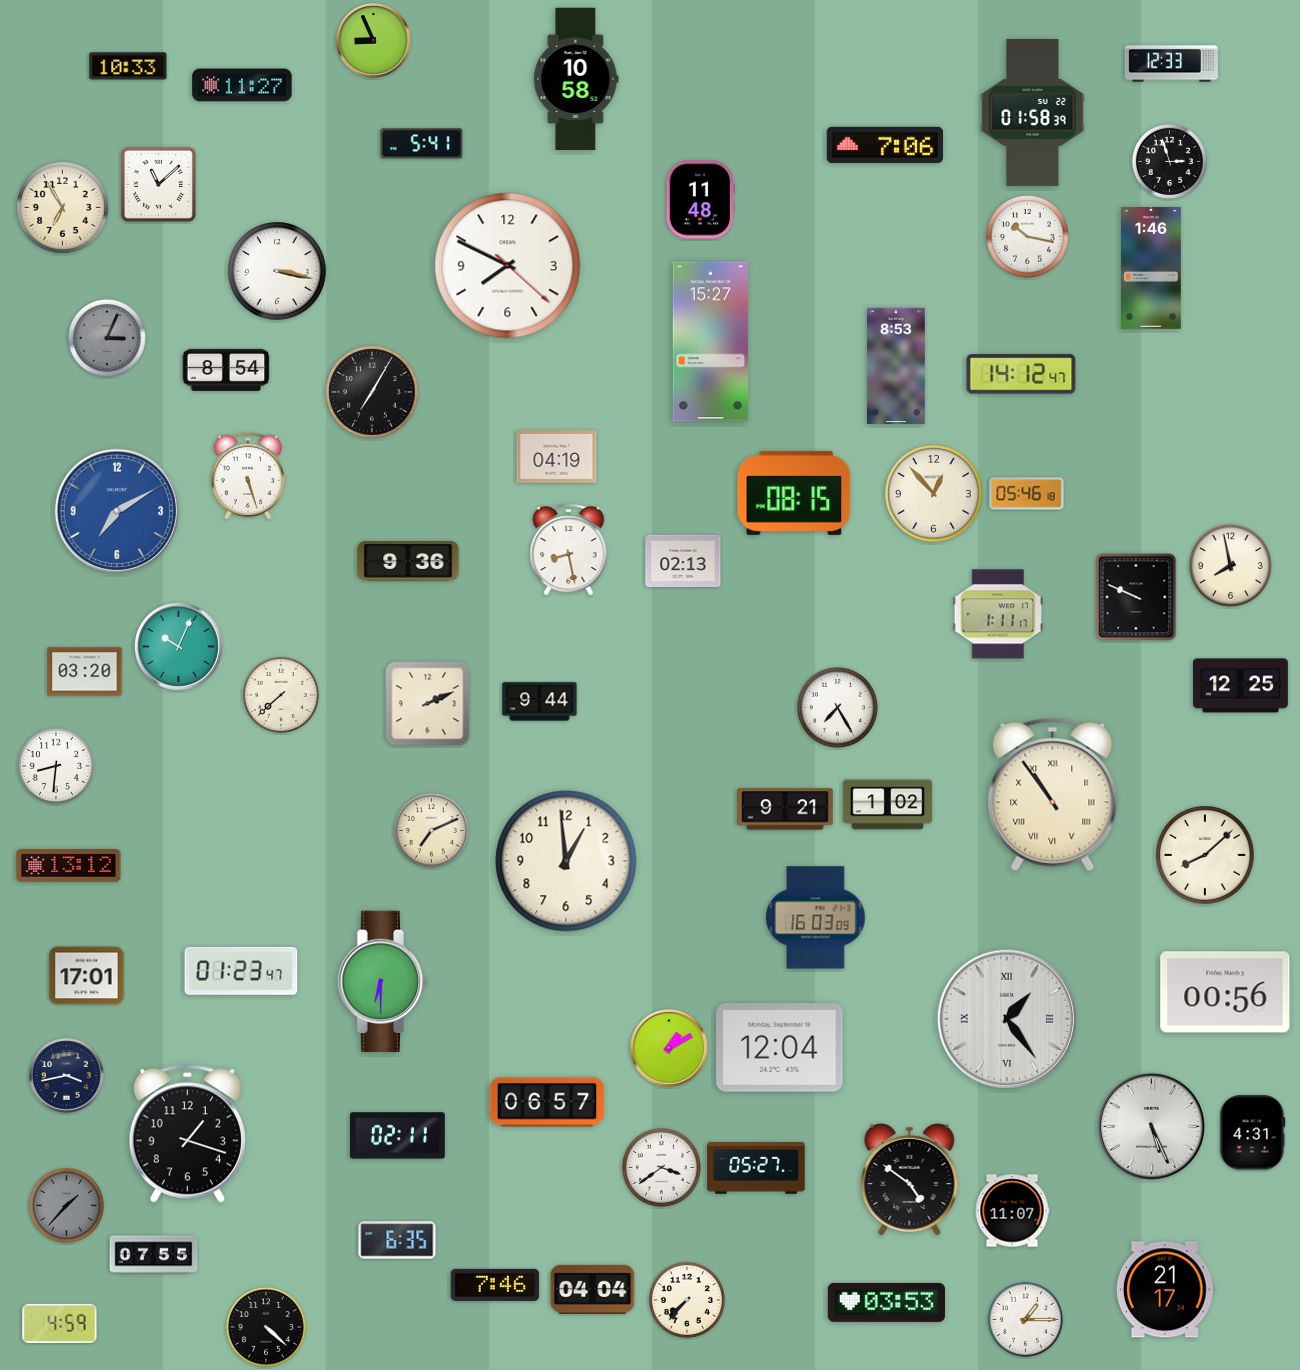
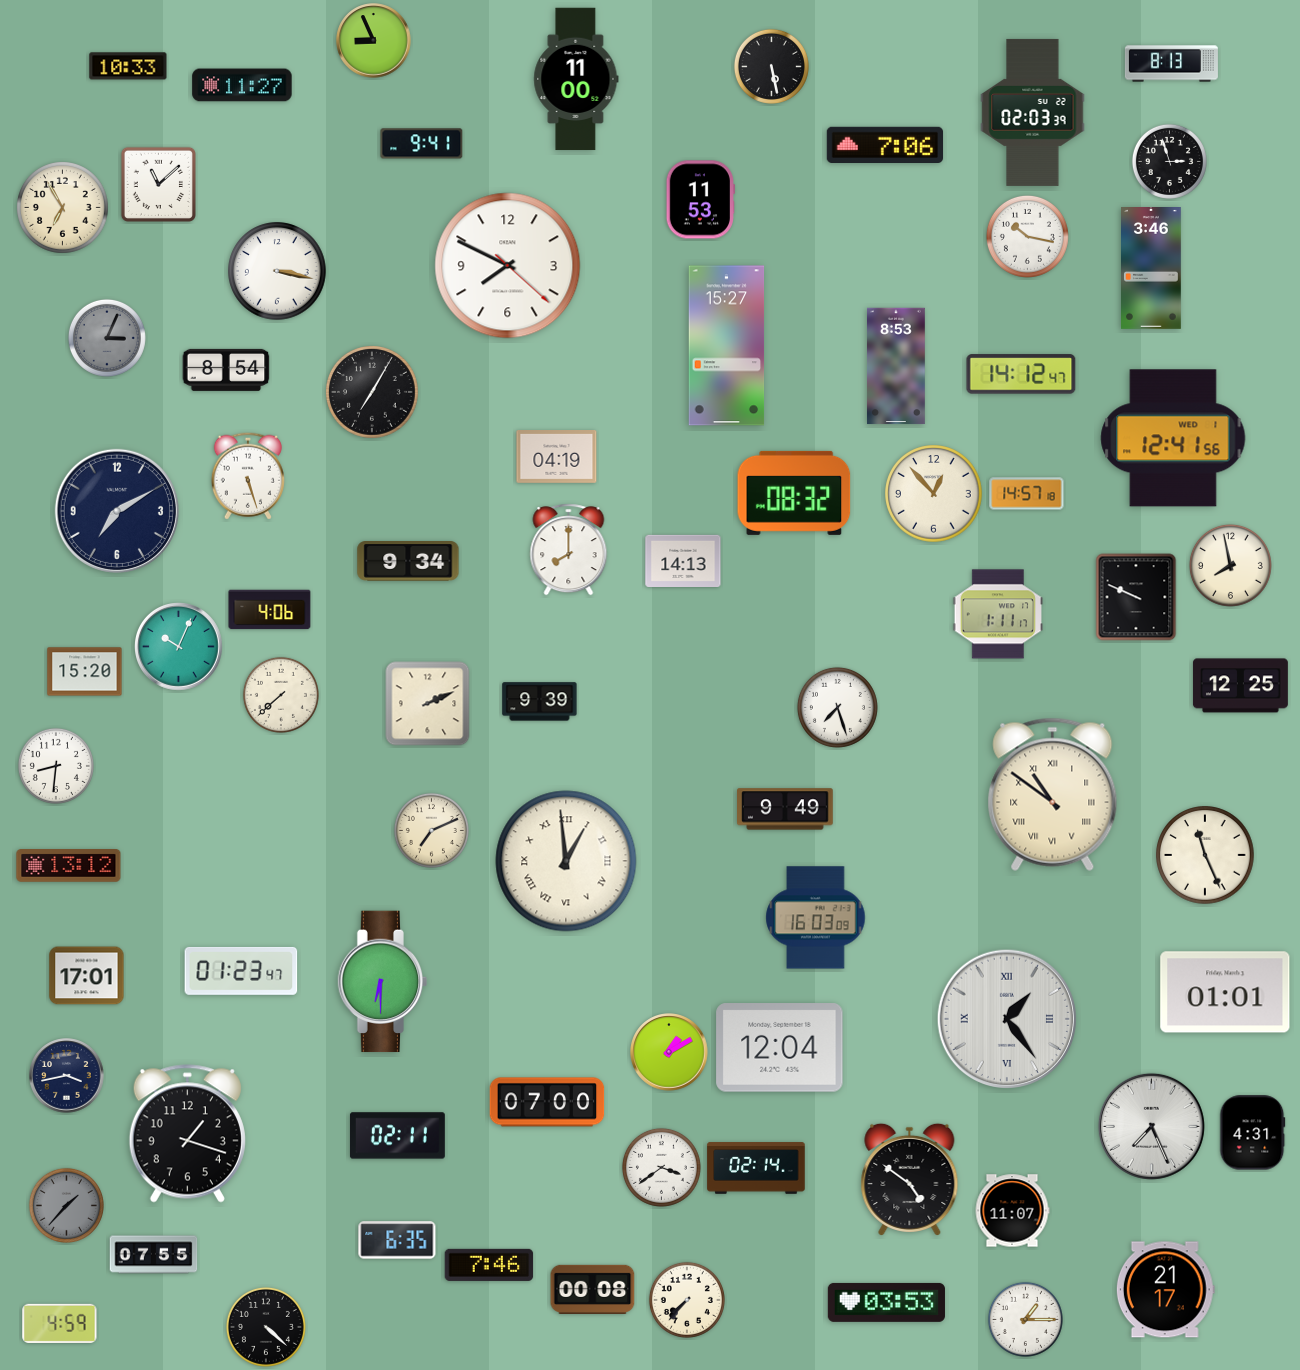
clock at (1171, 64): 12:33 -> 8:13
clock at (771, 66): none -> 5:28
clock at (576, 79): 10:58 -> 11:00
clock at (1033, 112): 01:58 -> 02:03
clock at (422, 144): 5:41 -> 9:41
clock at (700, 200): 11:48 -> 11:53
clock at (1152, 269): 1:46 -> 3:46
clock at (711, 342) position: (711, 342) -> (727, 346)
clock at (1173, 438): none -> 12:41
clock at (794, 493): 08:15 -> 08:32
clock at (1027, 494): 05:46 -> 14:57
clock at (117, 511) dial: blue -> navy
clock at (569, 550): 8:28 -> 8:00
clock at (683, 560): 02:13 -> 14:13
clock at (408, 561): 9:36 -> 9:34
clock at (270, 610): none -> 4:06
clock at (85, 672): 03:20 -> 15:20
clock at (540, 702): 9:44 -> 9:39
clock at (837, 707): 7:25 -> 7:27
clock at (1053, 794): 10:54 -> 10:51
clock at (888, 805): 1:02 -> none
clock at (786, 809): 9:21 -> 9:49
clock at (1205, 855): 8:08 -> 11:26
clock at (566, 861) numerals: Arabic -> Roman
clock at (1225, 992): 00:56 -> 01:01
clock at (669, 1048) position: (669, 1048) -> (669, 1052)
clock at (547, 1102): 06:57 -> 07:00
clock at (1151, 1126): 5:26 -> 7:26
clock at (756, 1168): 05:27 -> 02:14
clock at (495, 1285) position: (495, 1285) -> (489, 1265)
clock at (593, 1289): 04:04 -> 00:08
